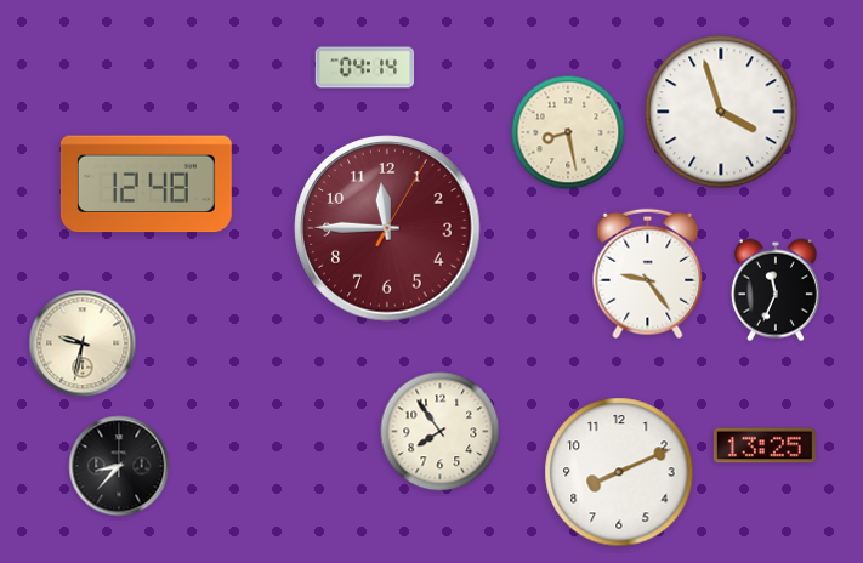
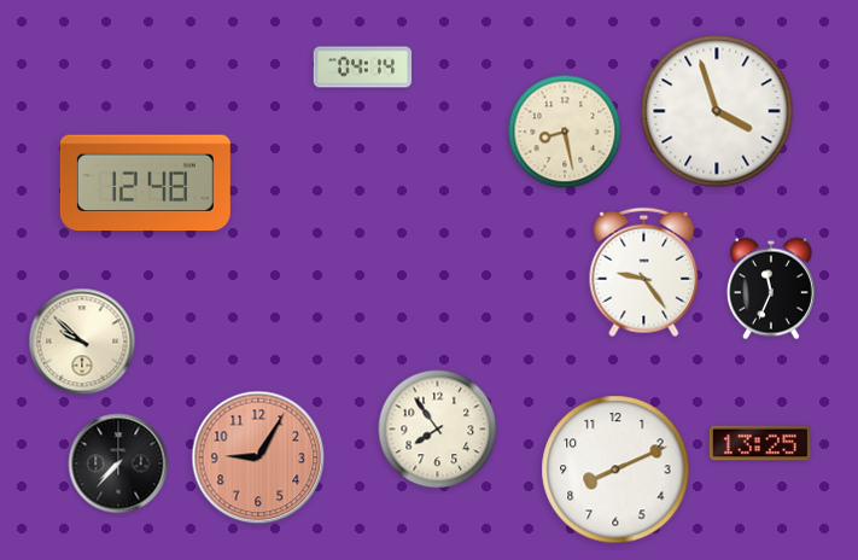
clock at (387, 228): 11:45 -> none
clock at (83, 343): 9:32 -> 9:52
clock at (258, 457): none -> 9:05
clock at (119, 466): 8:37 -> 7:37
